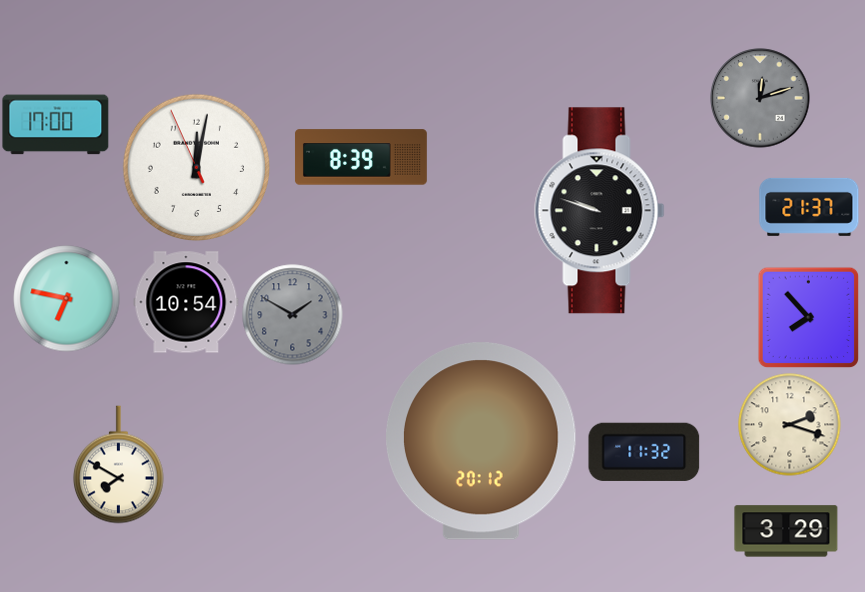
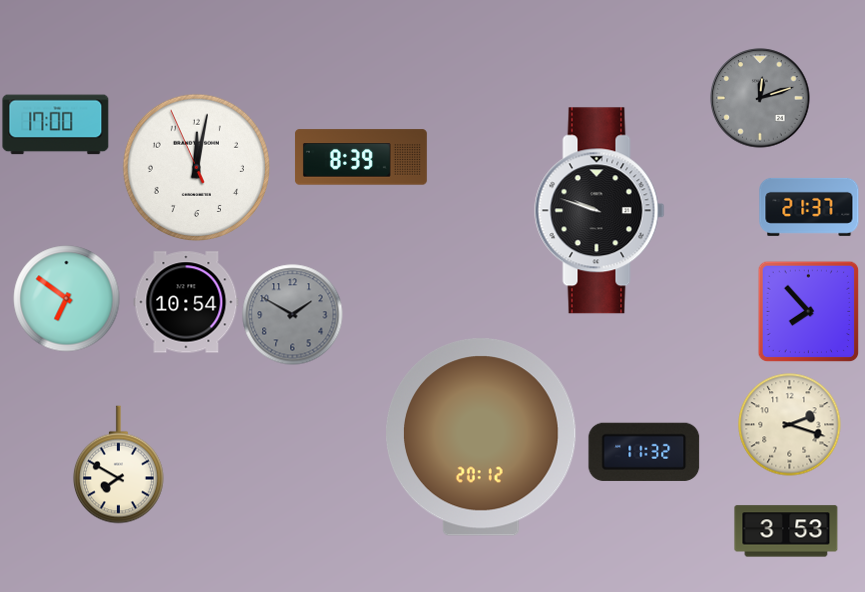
clock at (67, 299): 6:47 -> 6:51
clock at (808, 317) position: (808, 317) -> (808, 311)
clock at (482, 441) position: (482, 441) -> (482, 437)
clock at (786, 531): 3:29 -> 3:53
